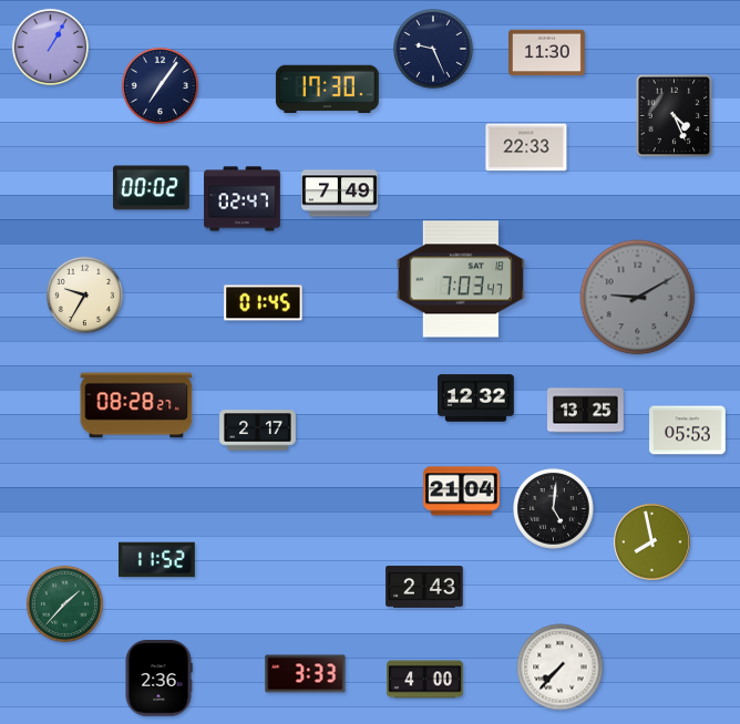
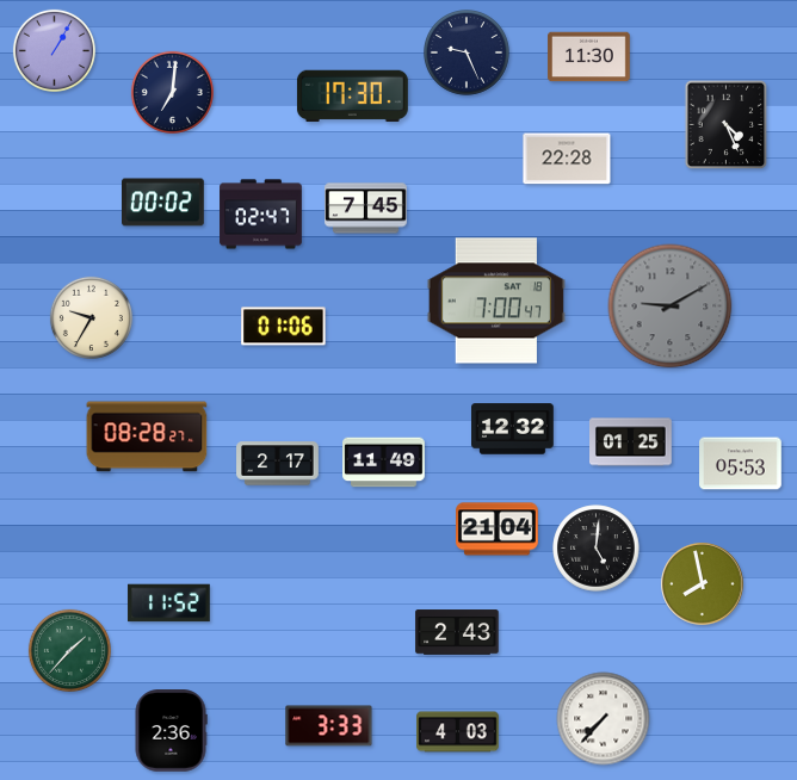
clock at (160, 85): 7:06 -> 7:01
clock at (526, 147): 22:33 -> 22:28
clock at (340, 194): 7:49 -> 7:45
clock at (461, 279): 7:03 -> 7:00
clock at (638, 298) position: (638, 298) -> (671, 307)
clock at (264, 303): 01:45 -> 01:06
clock at (586, 411): 13:25 -> 01:25
clock at (384, 463): none -> 11:49
clock at (425, 680): 4:00 -> 4:03
